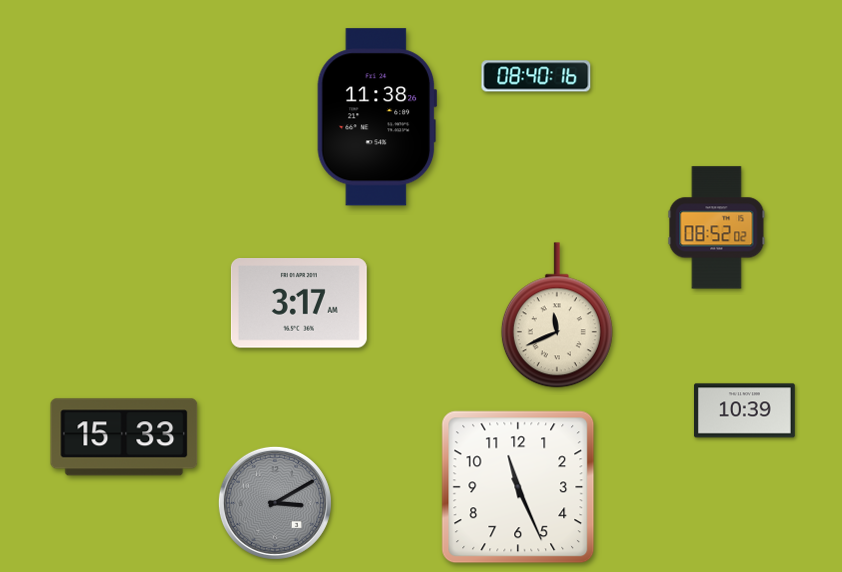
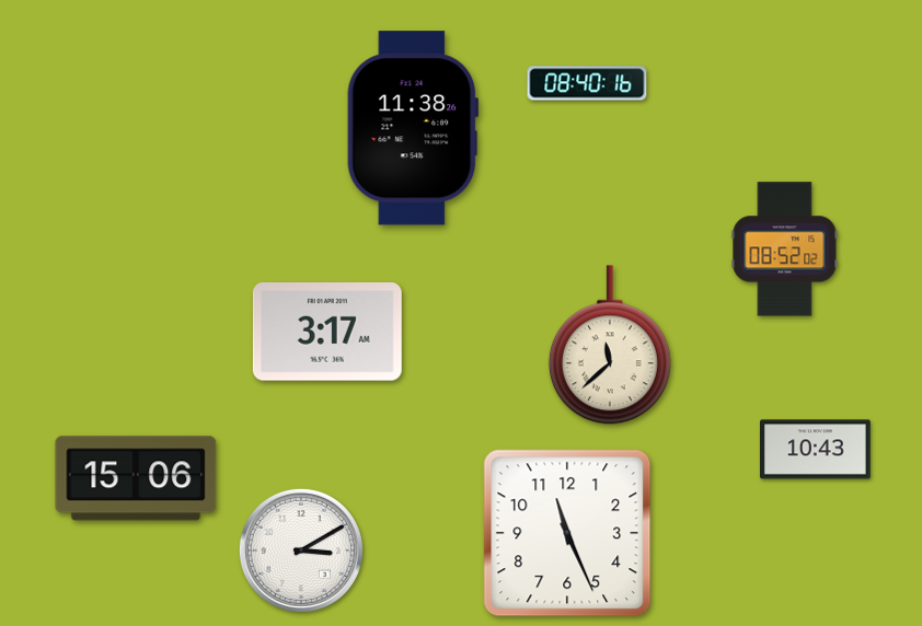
clock at (557, 315): 11:41 -> 11:38
clock at (745, 411): 10:39 -> 10:43
clock at (124, 437): 15:33 -> 15:06
clock at (275, 503) dial: grey -> white
